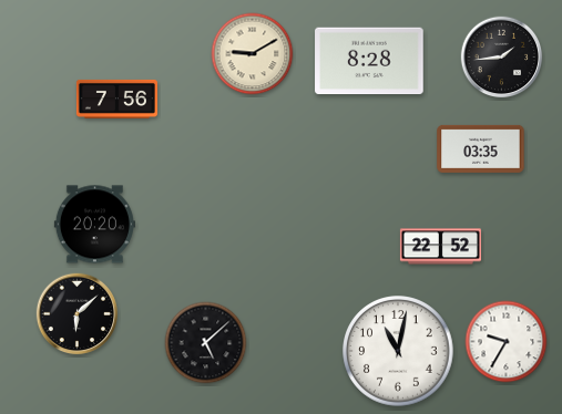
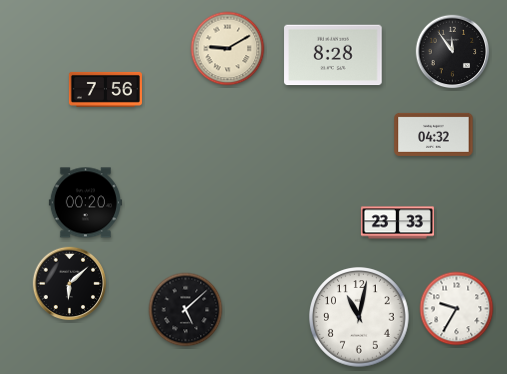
clock at (502, 58): 1:44 -> 11:54
clock at (481, 148): 03:35 -> 04:32
clock at (94, 225): 20:20 -> 00:20
clock at (440, 247): 22:52 -> 23:33
